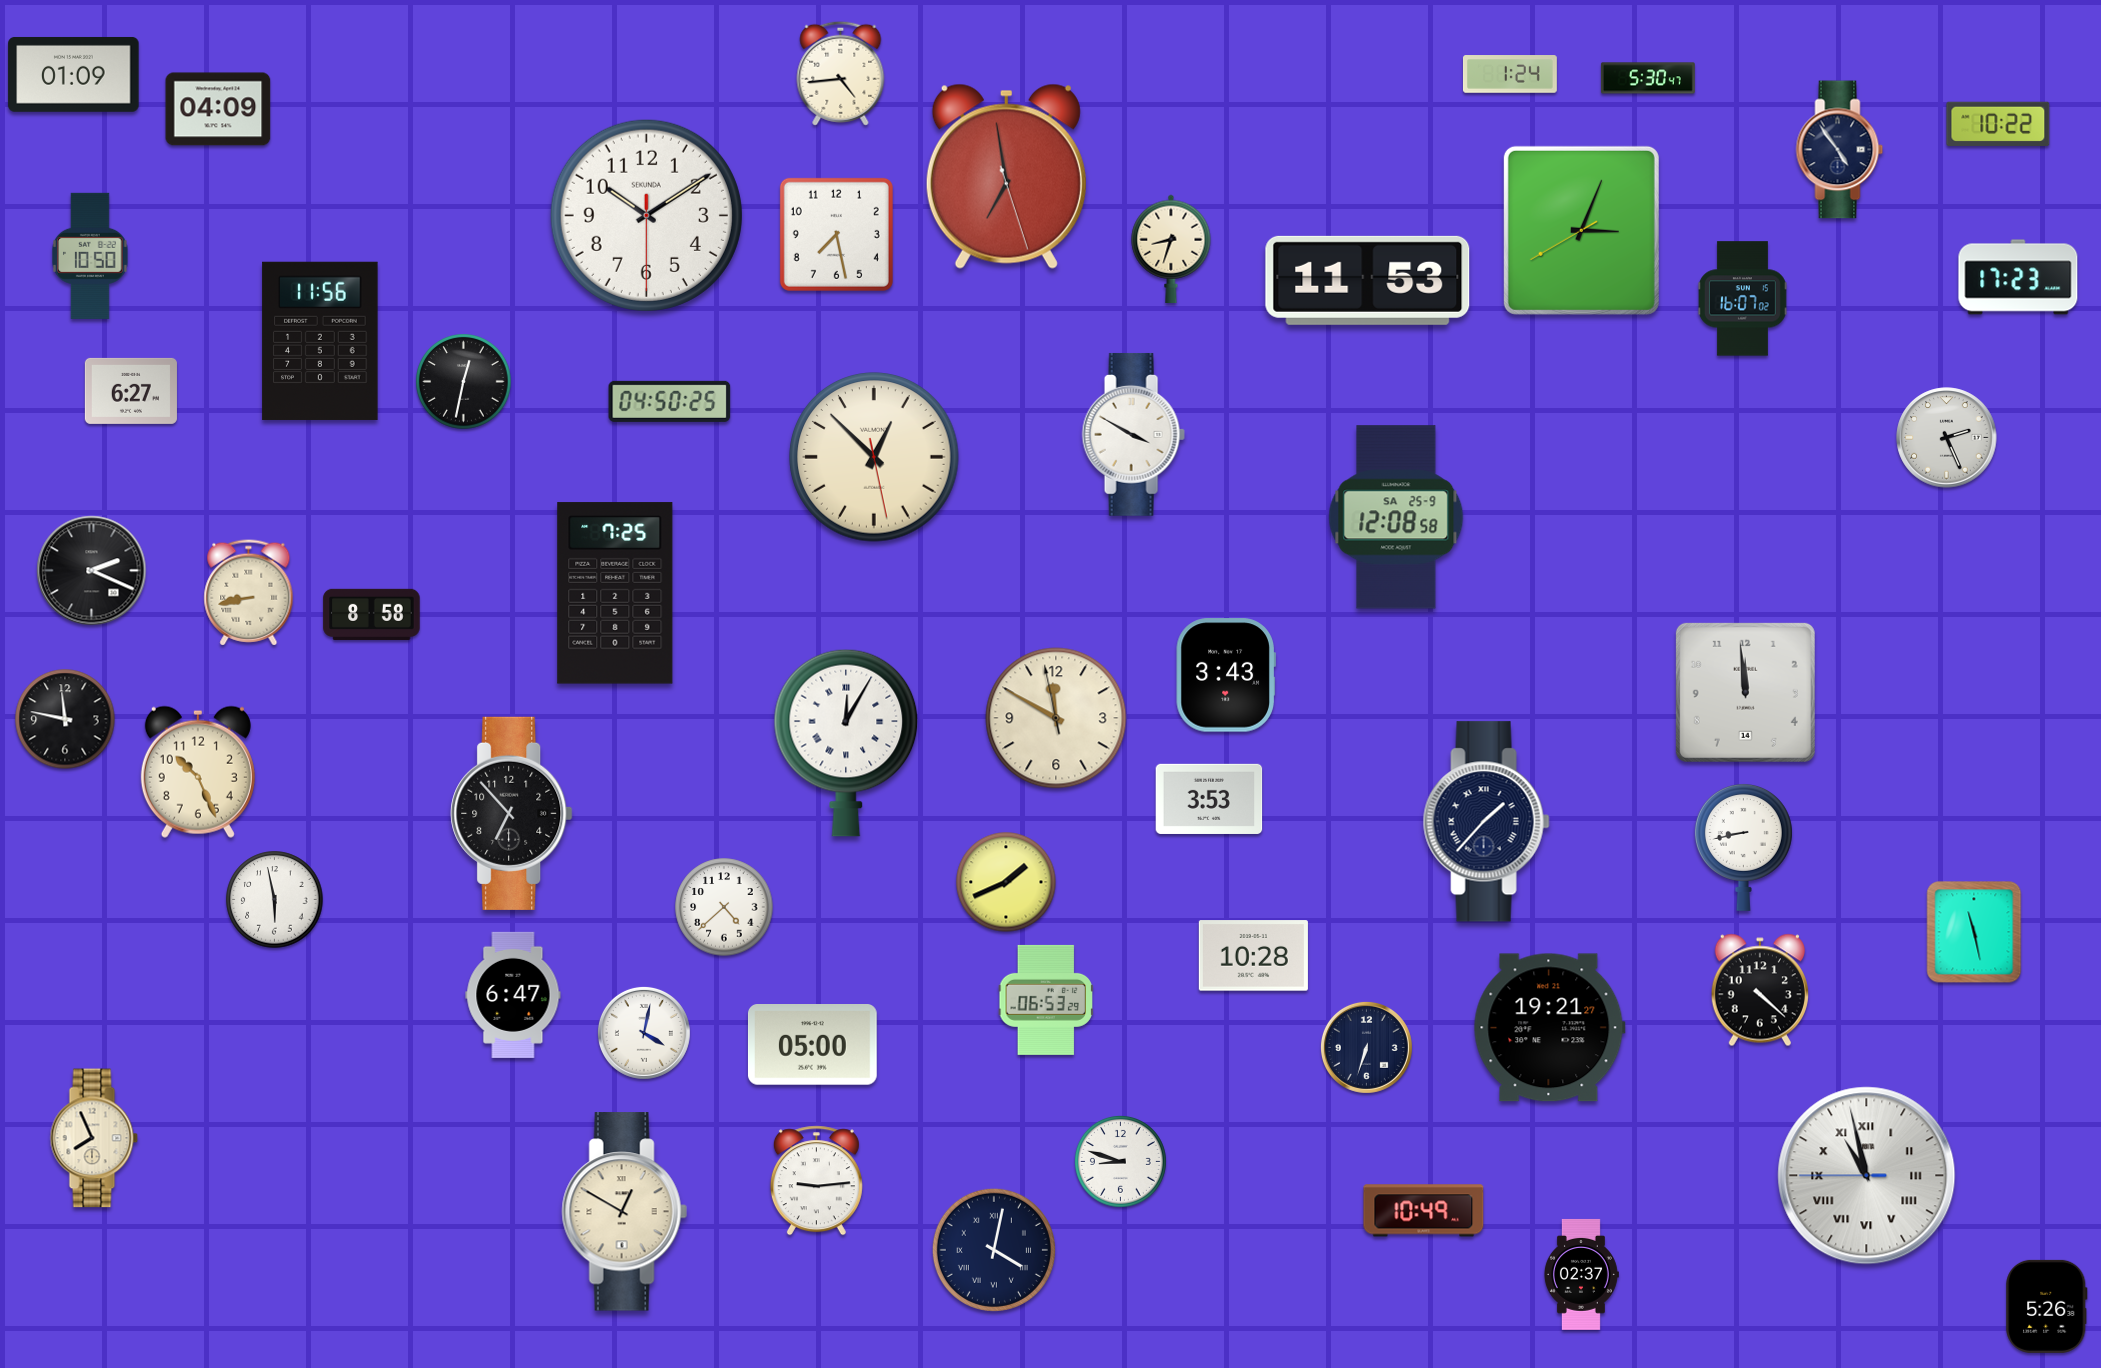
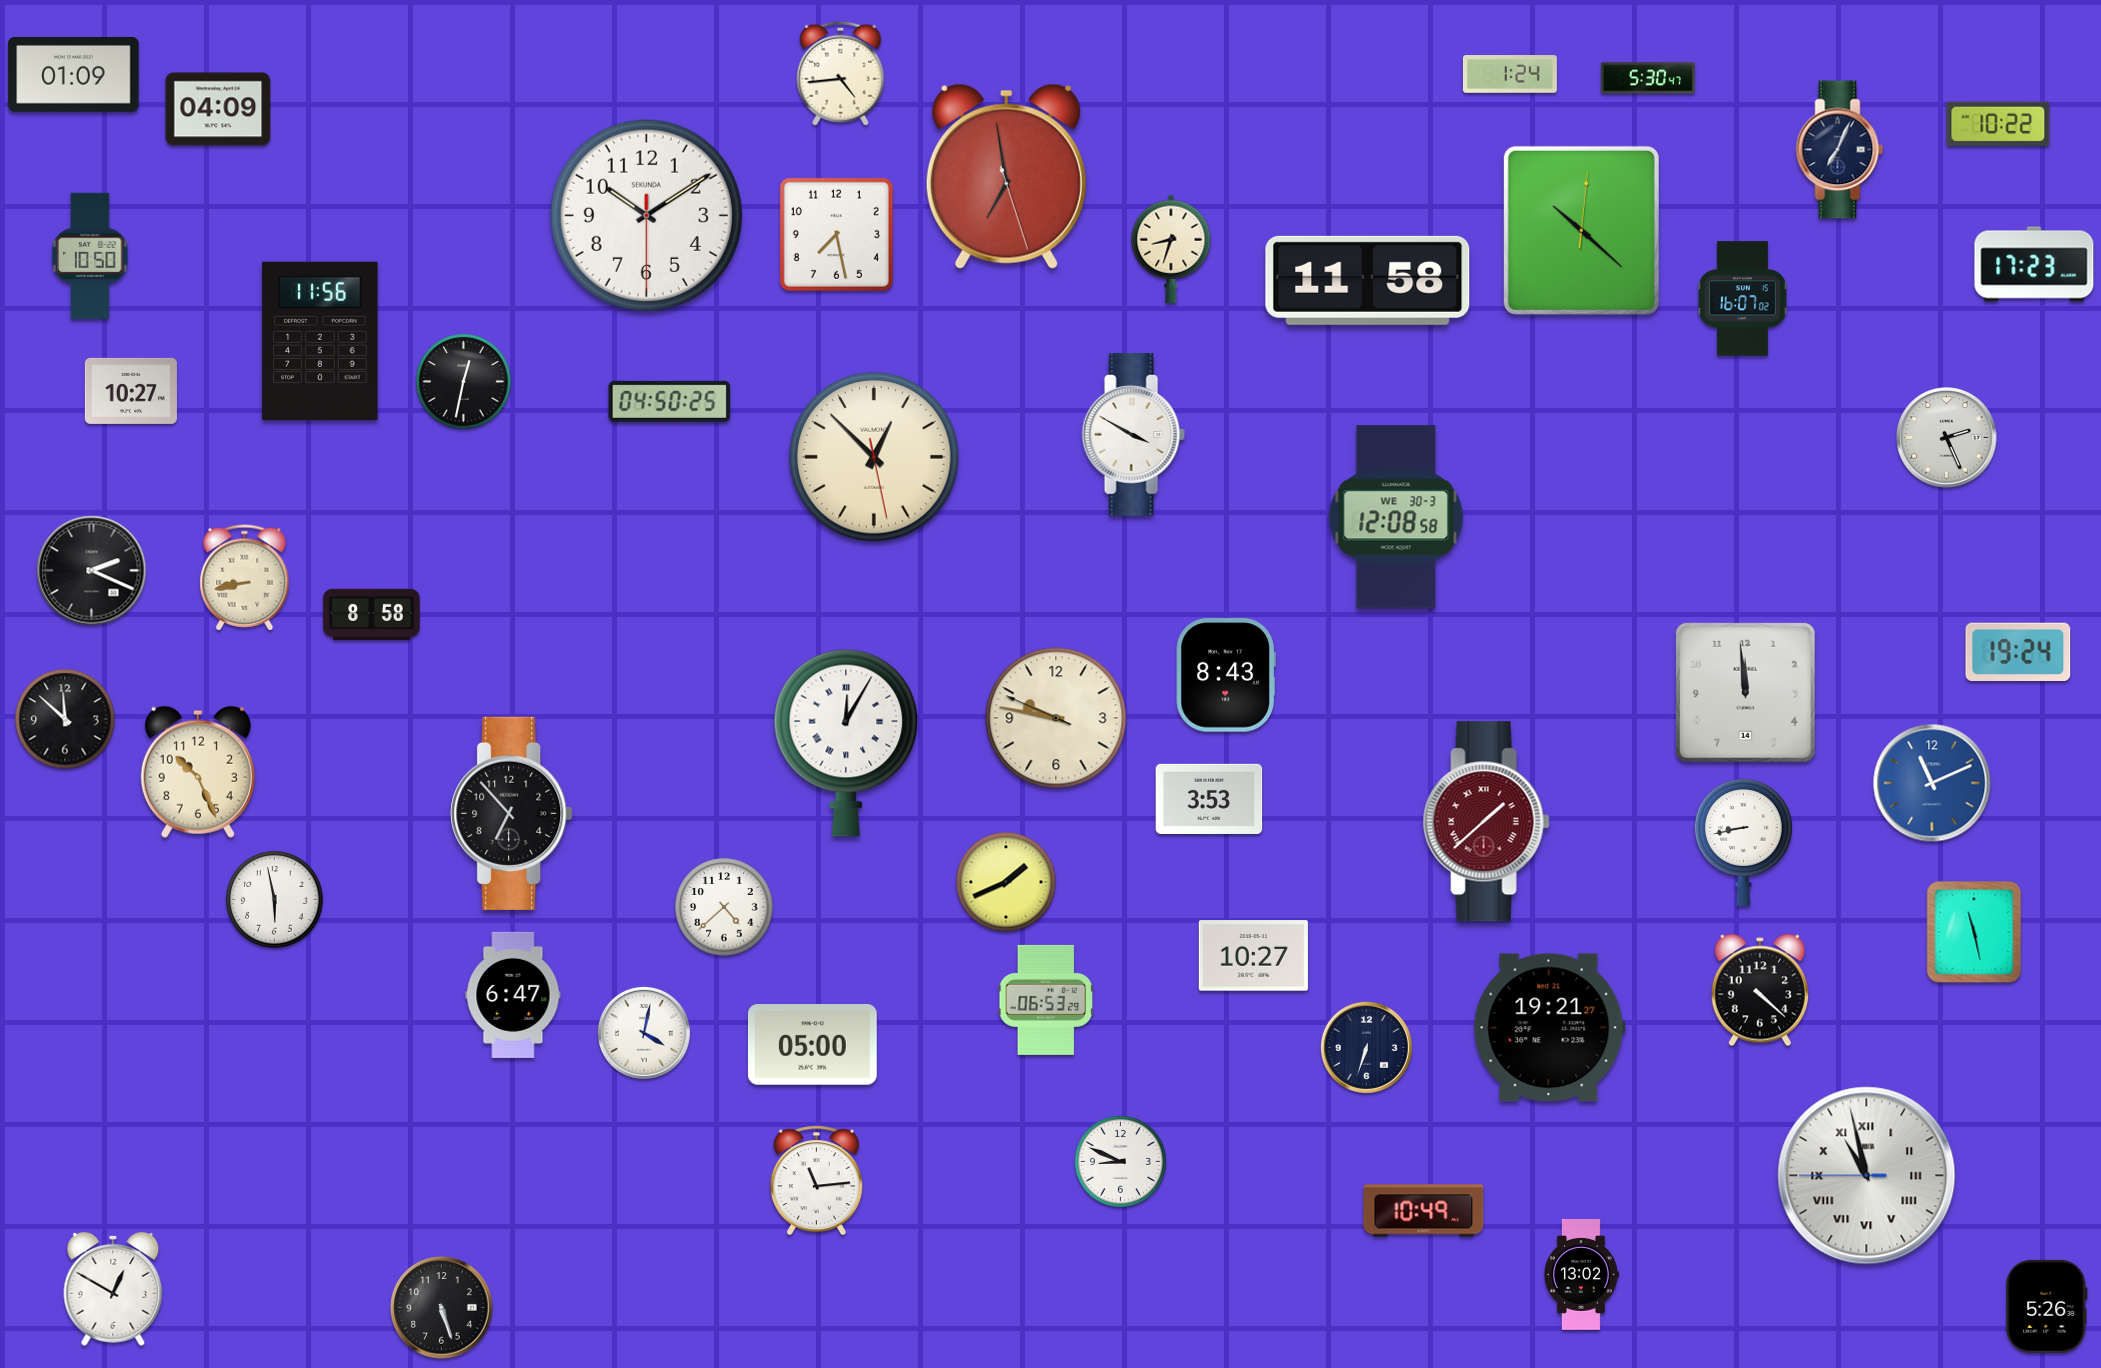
clock at (1840, 150): 4:54 -> 7:04
clock at (1581, 230): 3:03 -> 10:22
clock at (2018, 277) position: (2018, 277) -> (2034, 264)
clock at (1368, 280): 11:53 -> 11:58
clock at (131, 391): 6:27 -> 10:27
clock at (1396, 517) date: SA 25-9 -> WE 30-3
clock at (249, 593) position: (249, 593) -> (245, 578)
clock at (615, 593): 7:25 -> none
clock at (2018, 652): none -> 19:24
clock at (1226, 675): 3:43 -> 8:43
clock at (1056, 718): 11:49 -> 9:46
clock at (65, 719): 11:47 -> 11:52
clock at (1932, 783): none -> 11:11
clock at (1486, 822): 1:37 -> 1:38
clock at (1486, 822) dial: navy -> burgundy
clock at (1743, 847) position: (1743, 847) -> (1743, 842)
clock at (1253, 956): 10:28 -> 10:27
clock at (94, 1138): 7:56 -> none
clock at (1120, 1161): 8:48 -> 8:49
clock at (816, 1181): 9:14 -> 11:14
clock at (624, 1212): 12:50 -> none
clock at (994, 1250): 4:02 -> none
clock at (1581, 1274): 02:37 -> 13:02
clock at (113, 1289): none -> 12:50
clock at (442, 1308): none -> 5:27
